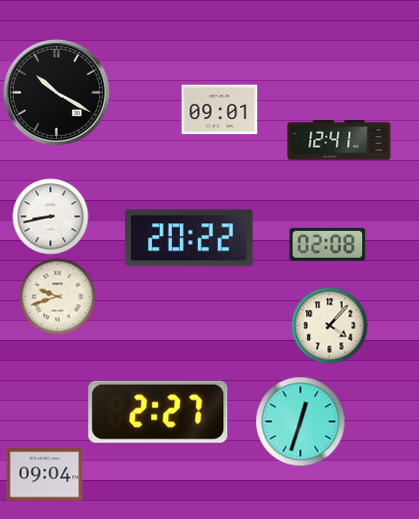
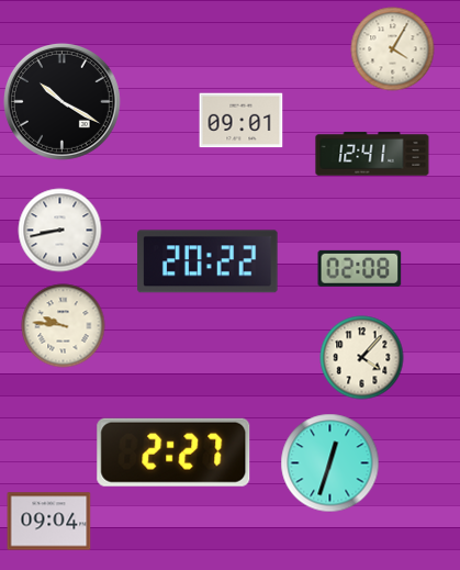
clock at (393, 49): none -> 4:05
clock at (51, 217) position: (51, 217) -> (60, 231)
clock at (58, 297): 9:42 -> 9:46
